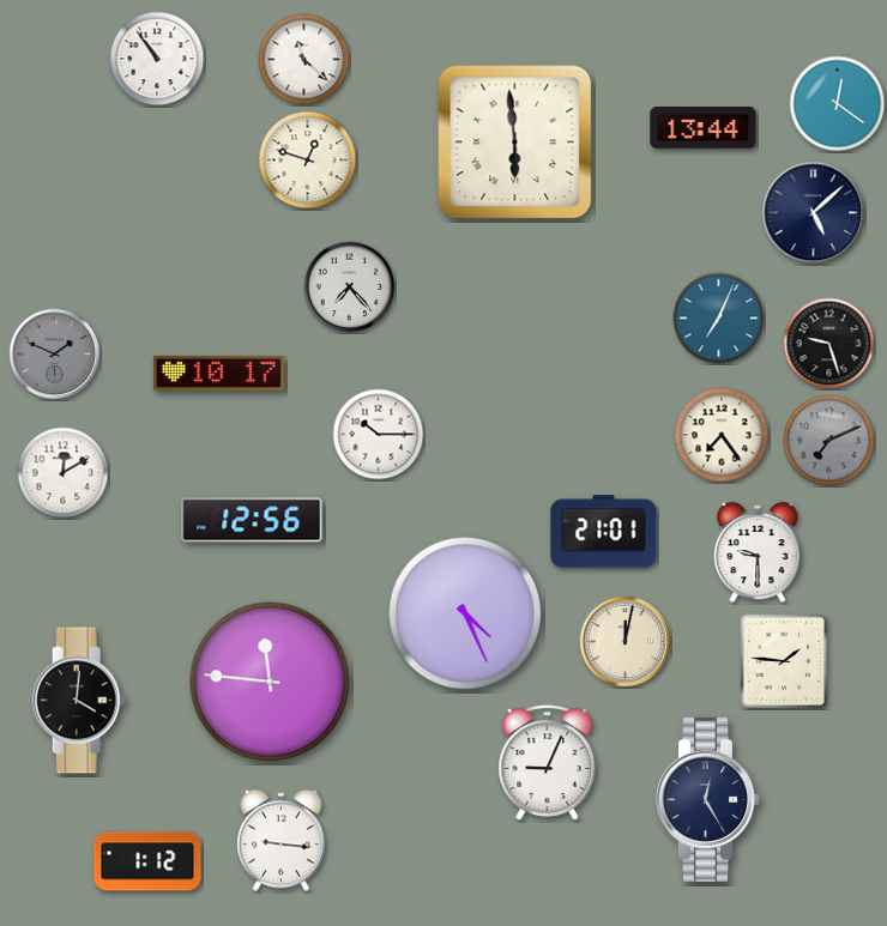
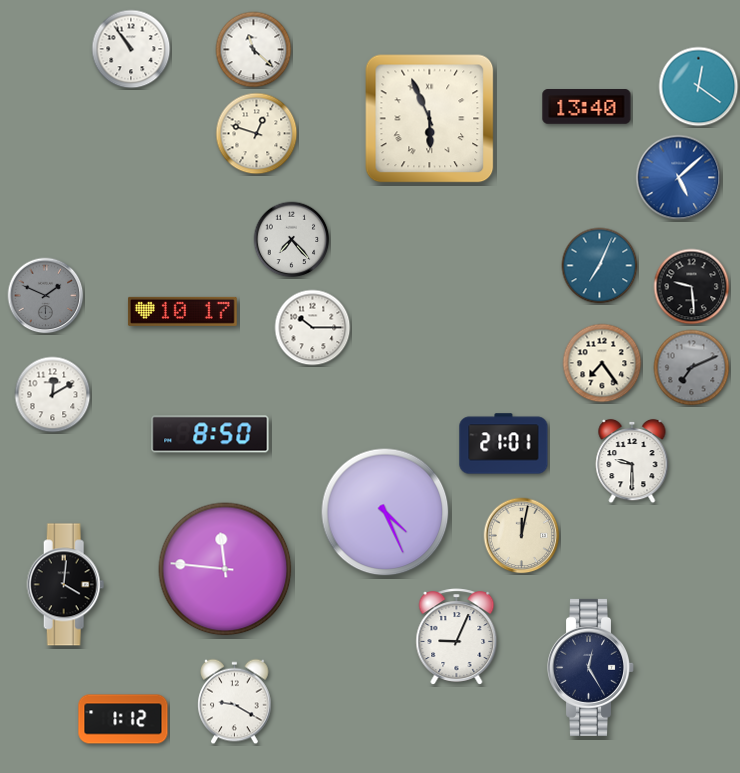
clock at (704, 128): 13:44 -> 13:40
clock at (515, 143): 5:59 -> 5:56
clock at (814, 213) dial: navy -> blue
clock at (829, 344): 9:27 -> 9:29
clock at (379, 435) position: (379, 435) -> (313, 328)
clock at (252, 520): 12:56 -> 8:50
clock at (465, 613) position: (465, 613) -> (385, 512)
clock at (784, 661): 1:46 -> none
clock at (282, 841): 9:16 -> 9:20
